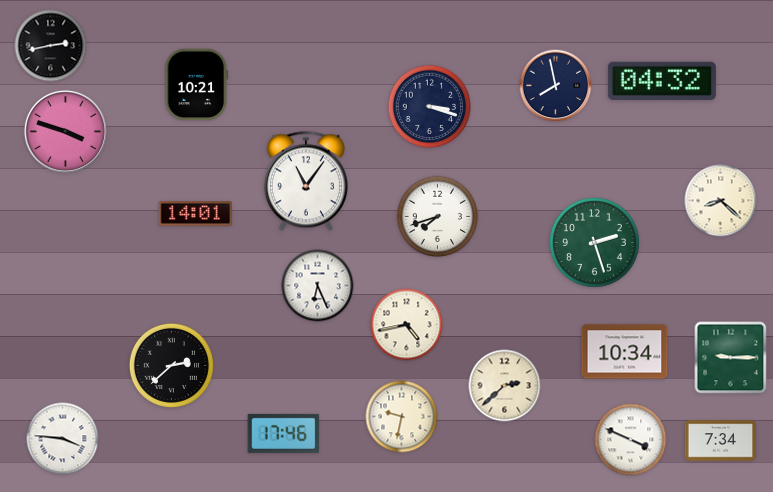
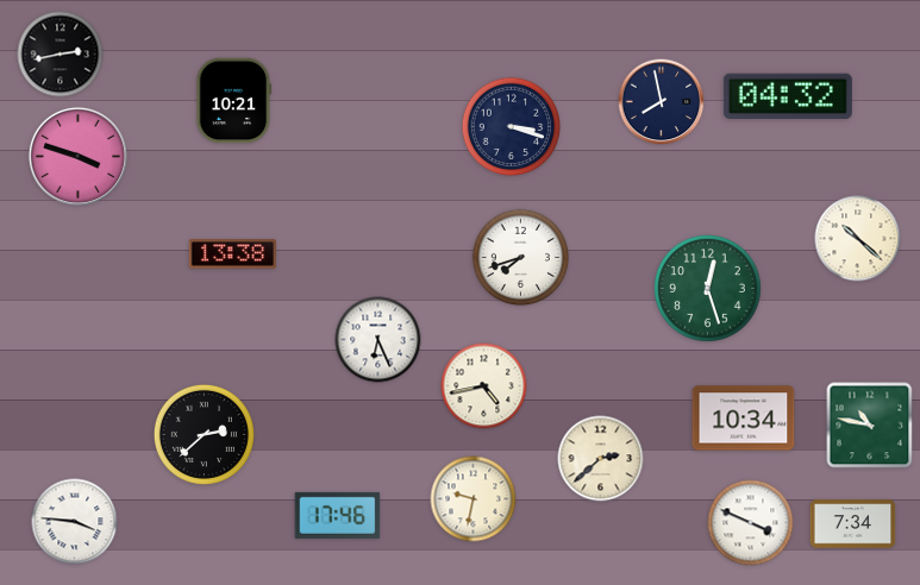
clock at (306, 181): 11:06 -> none
clock at (721, 201): 8:22 -> 10:22
clock at (195, 214): 14:01 -> 13:38
clock at (595, 243): 2:27 -> 12:27
clock at (731, 358): 9:15 -> 10:47
clock at (402, 417) position: (402, 417) -> (474, 499)
clock at (721, 441) position: (721, 441) -> (853, 524)
